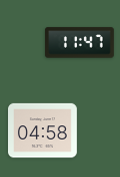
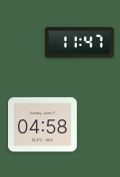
clock at (43, 131) position: (43, 131) -> (43, 125)
